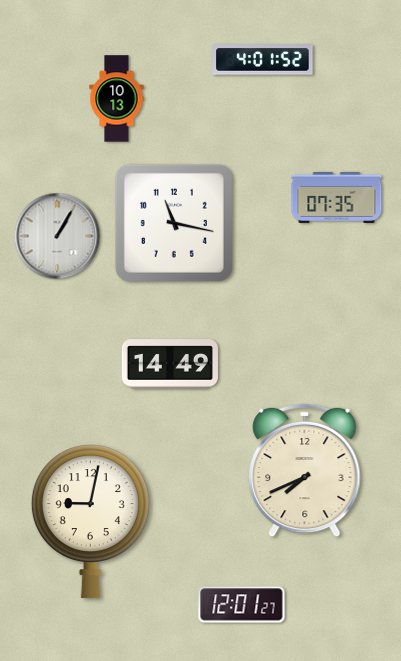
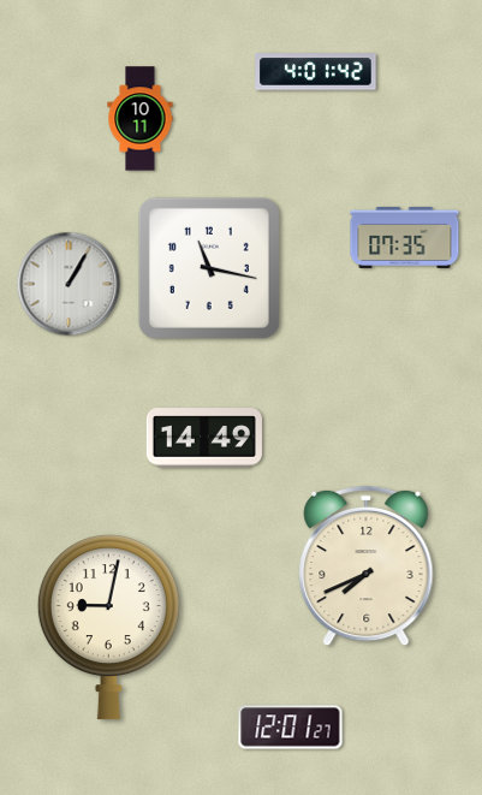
clock at (263, 60): 4:01:52 -> 4:01:42
clock at (117, 99): 10:13 -> 10:11
